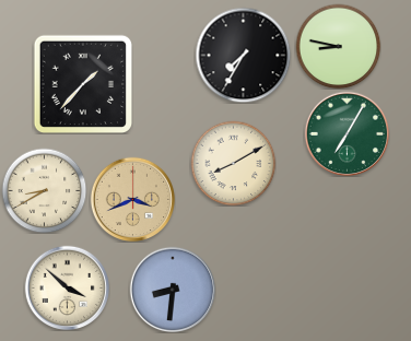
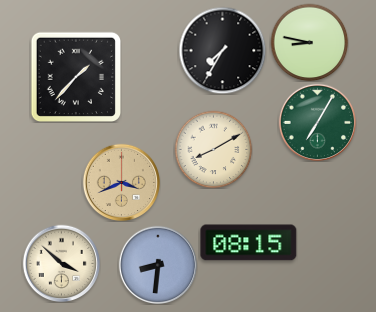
clock at (44, 190): 8:40 -> none
clock at (249, 243): none -> 08:15
